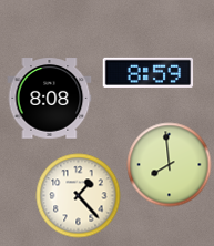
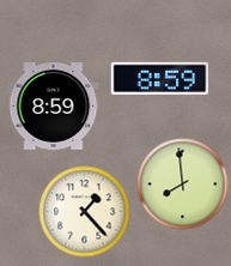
clock at (50, 99): 8:08 -> 8:59
clock at (170, 165) position: (170, 165) -> (183, 185)
